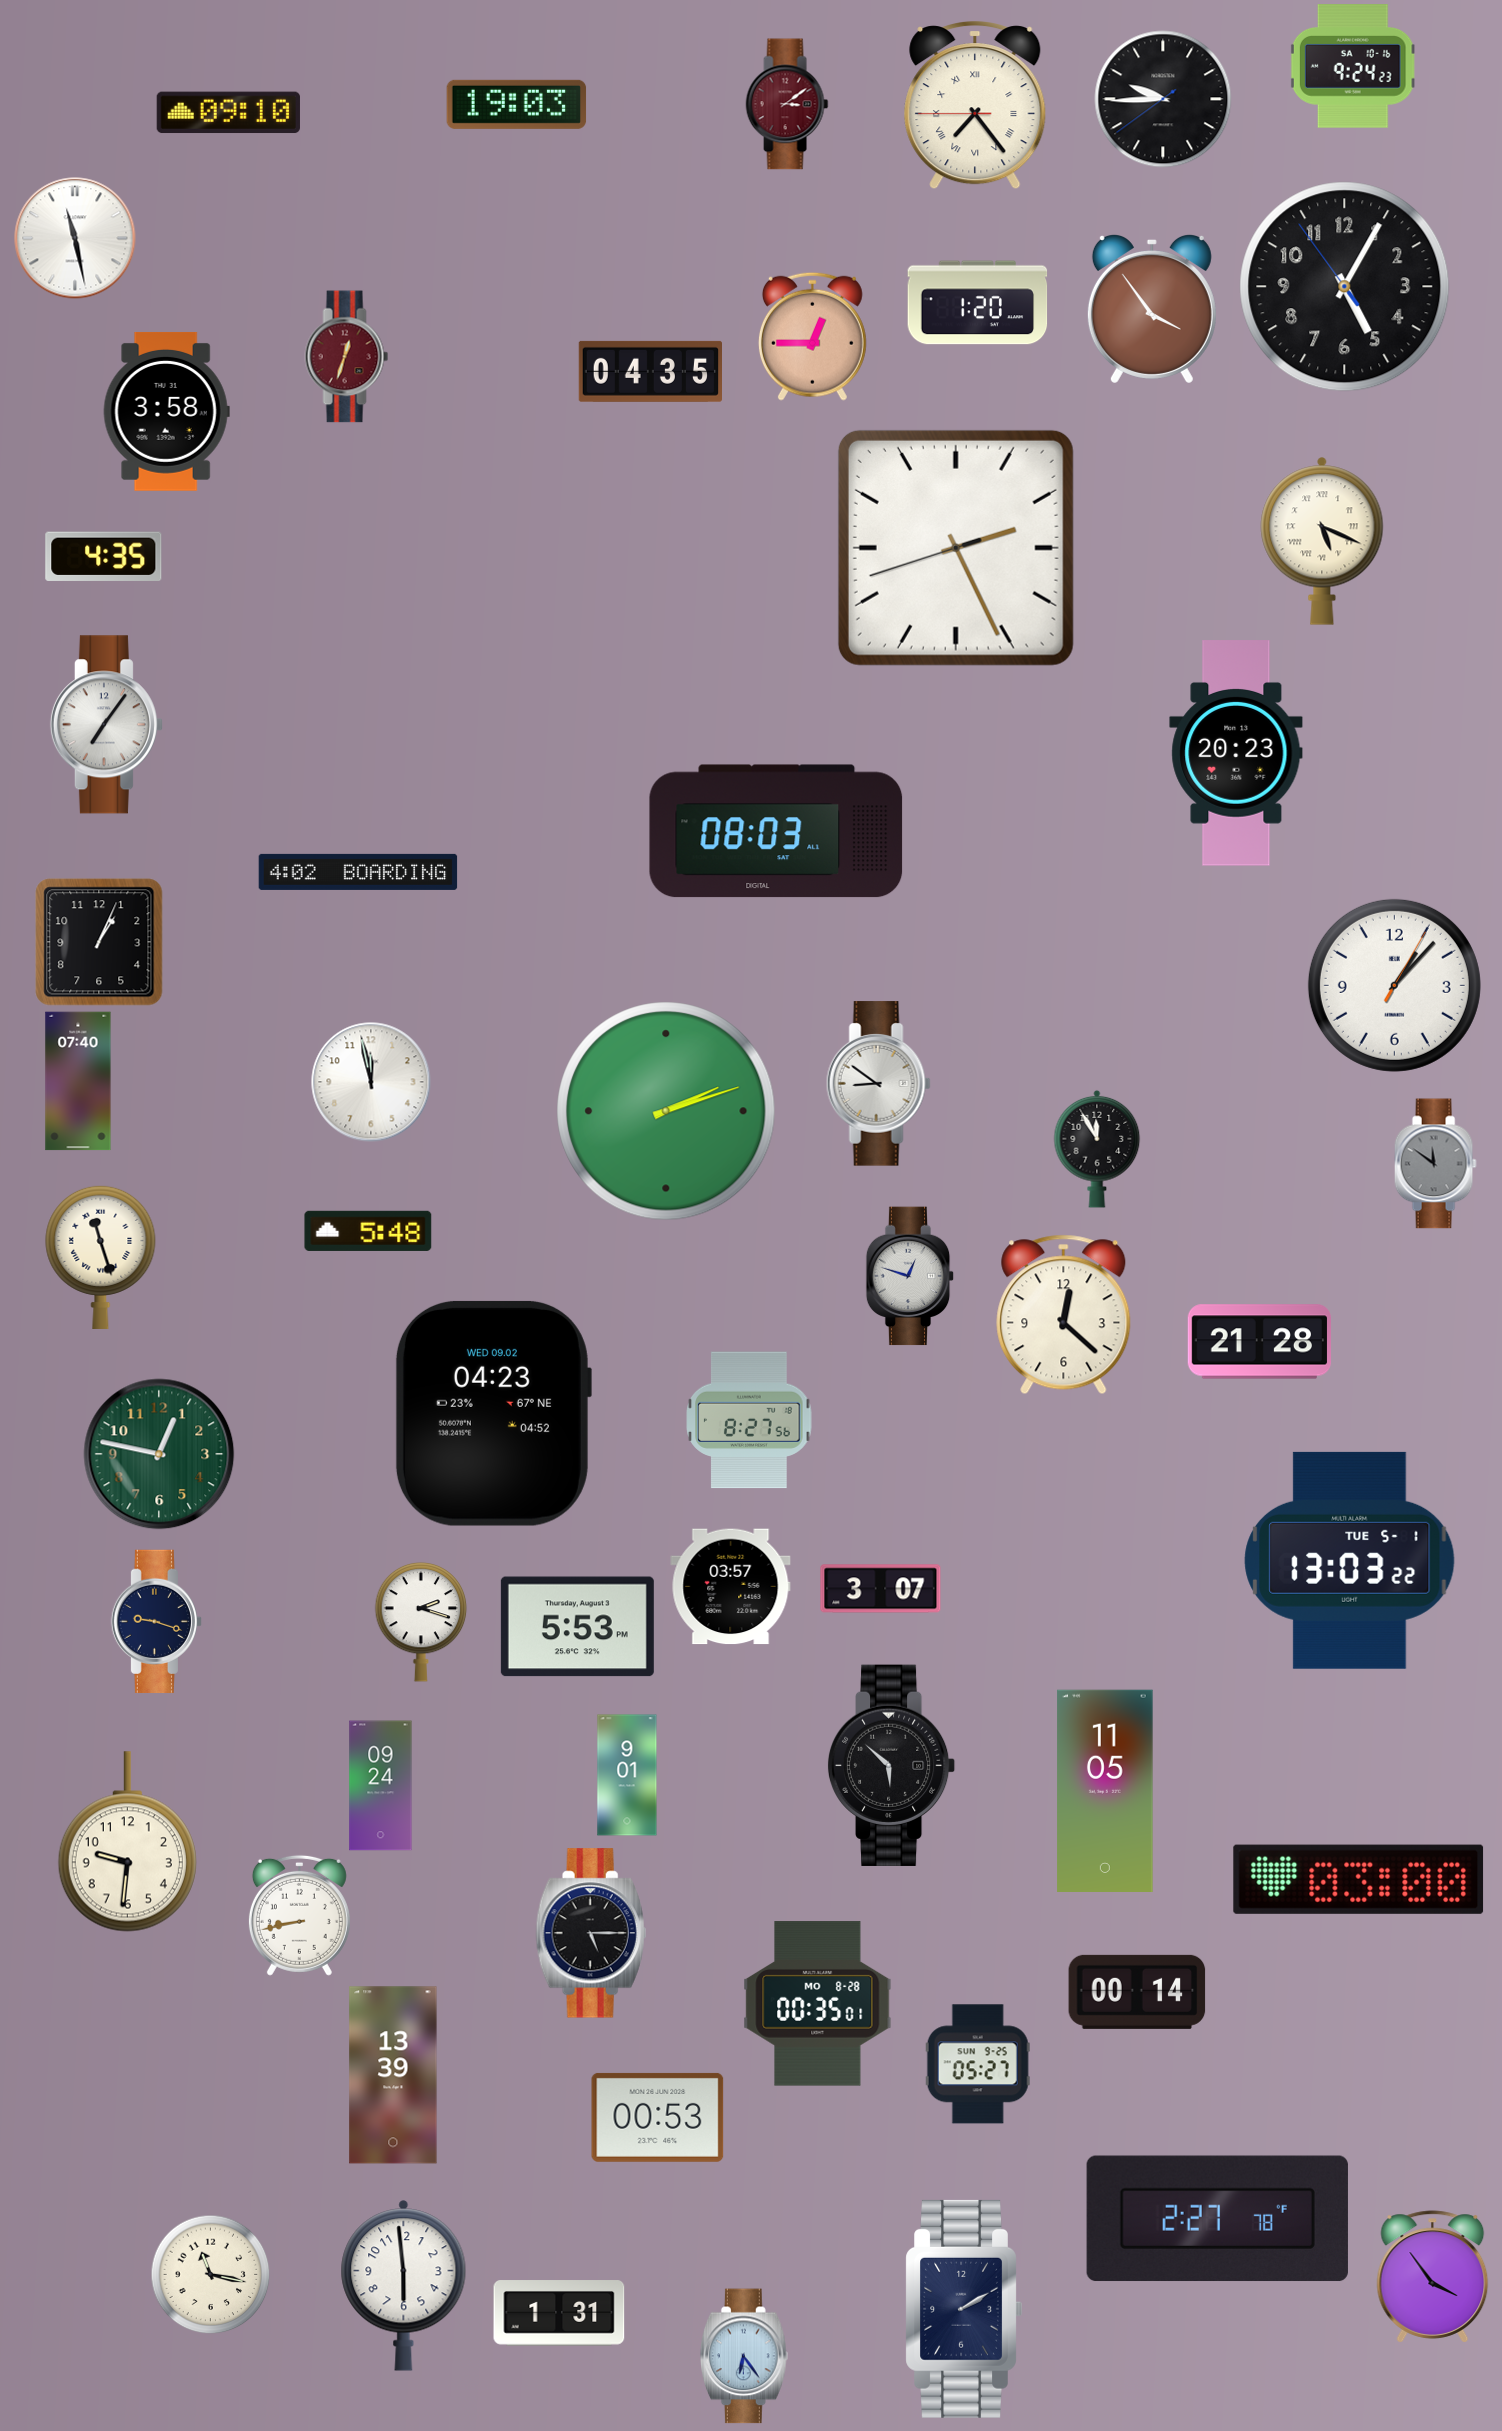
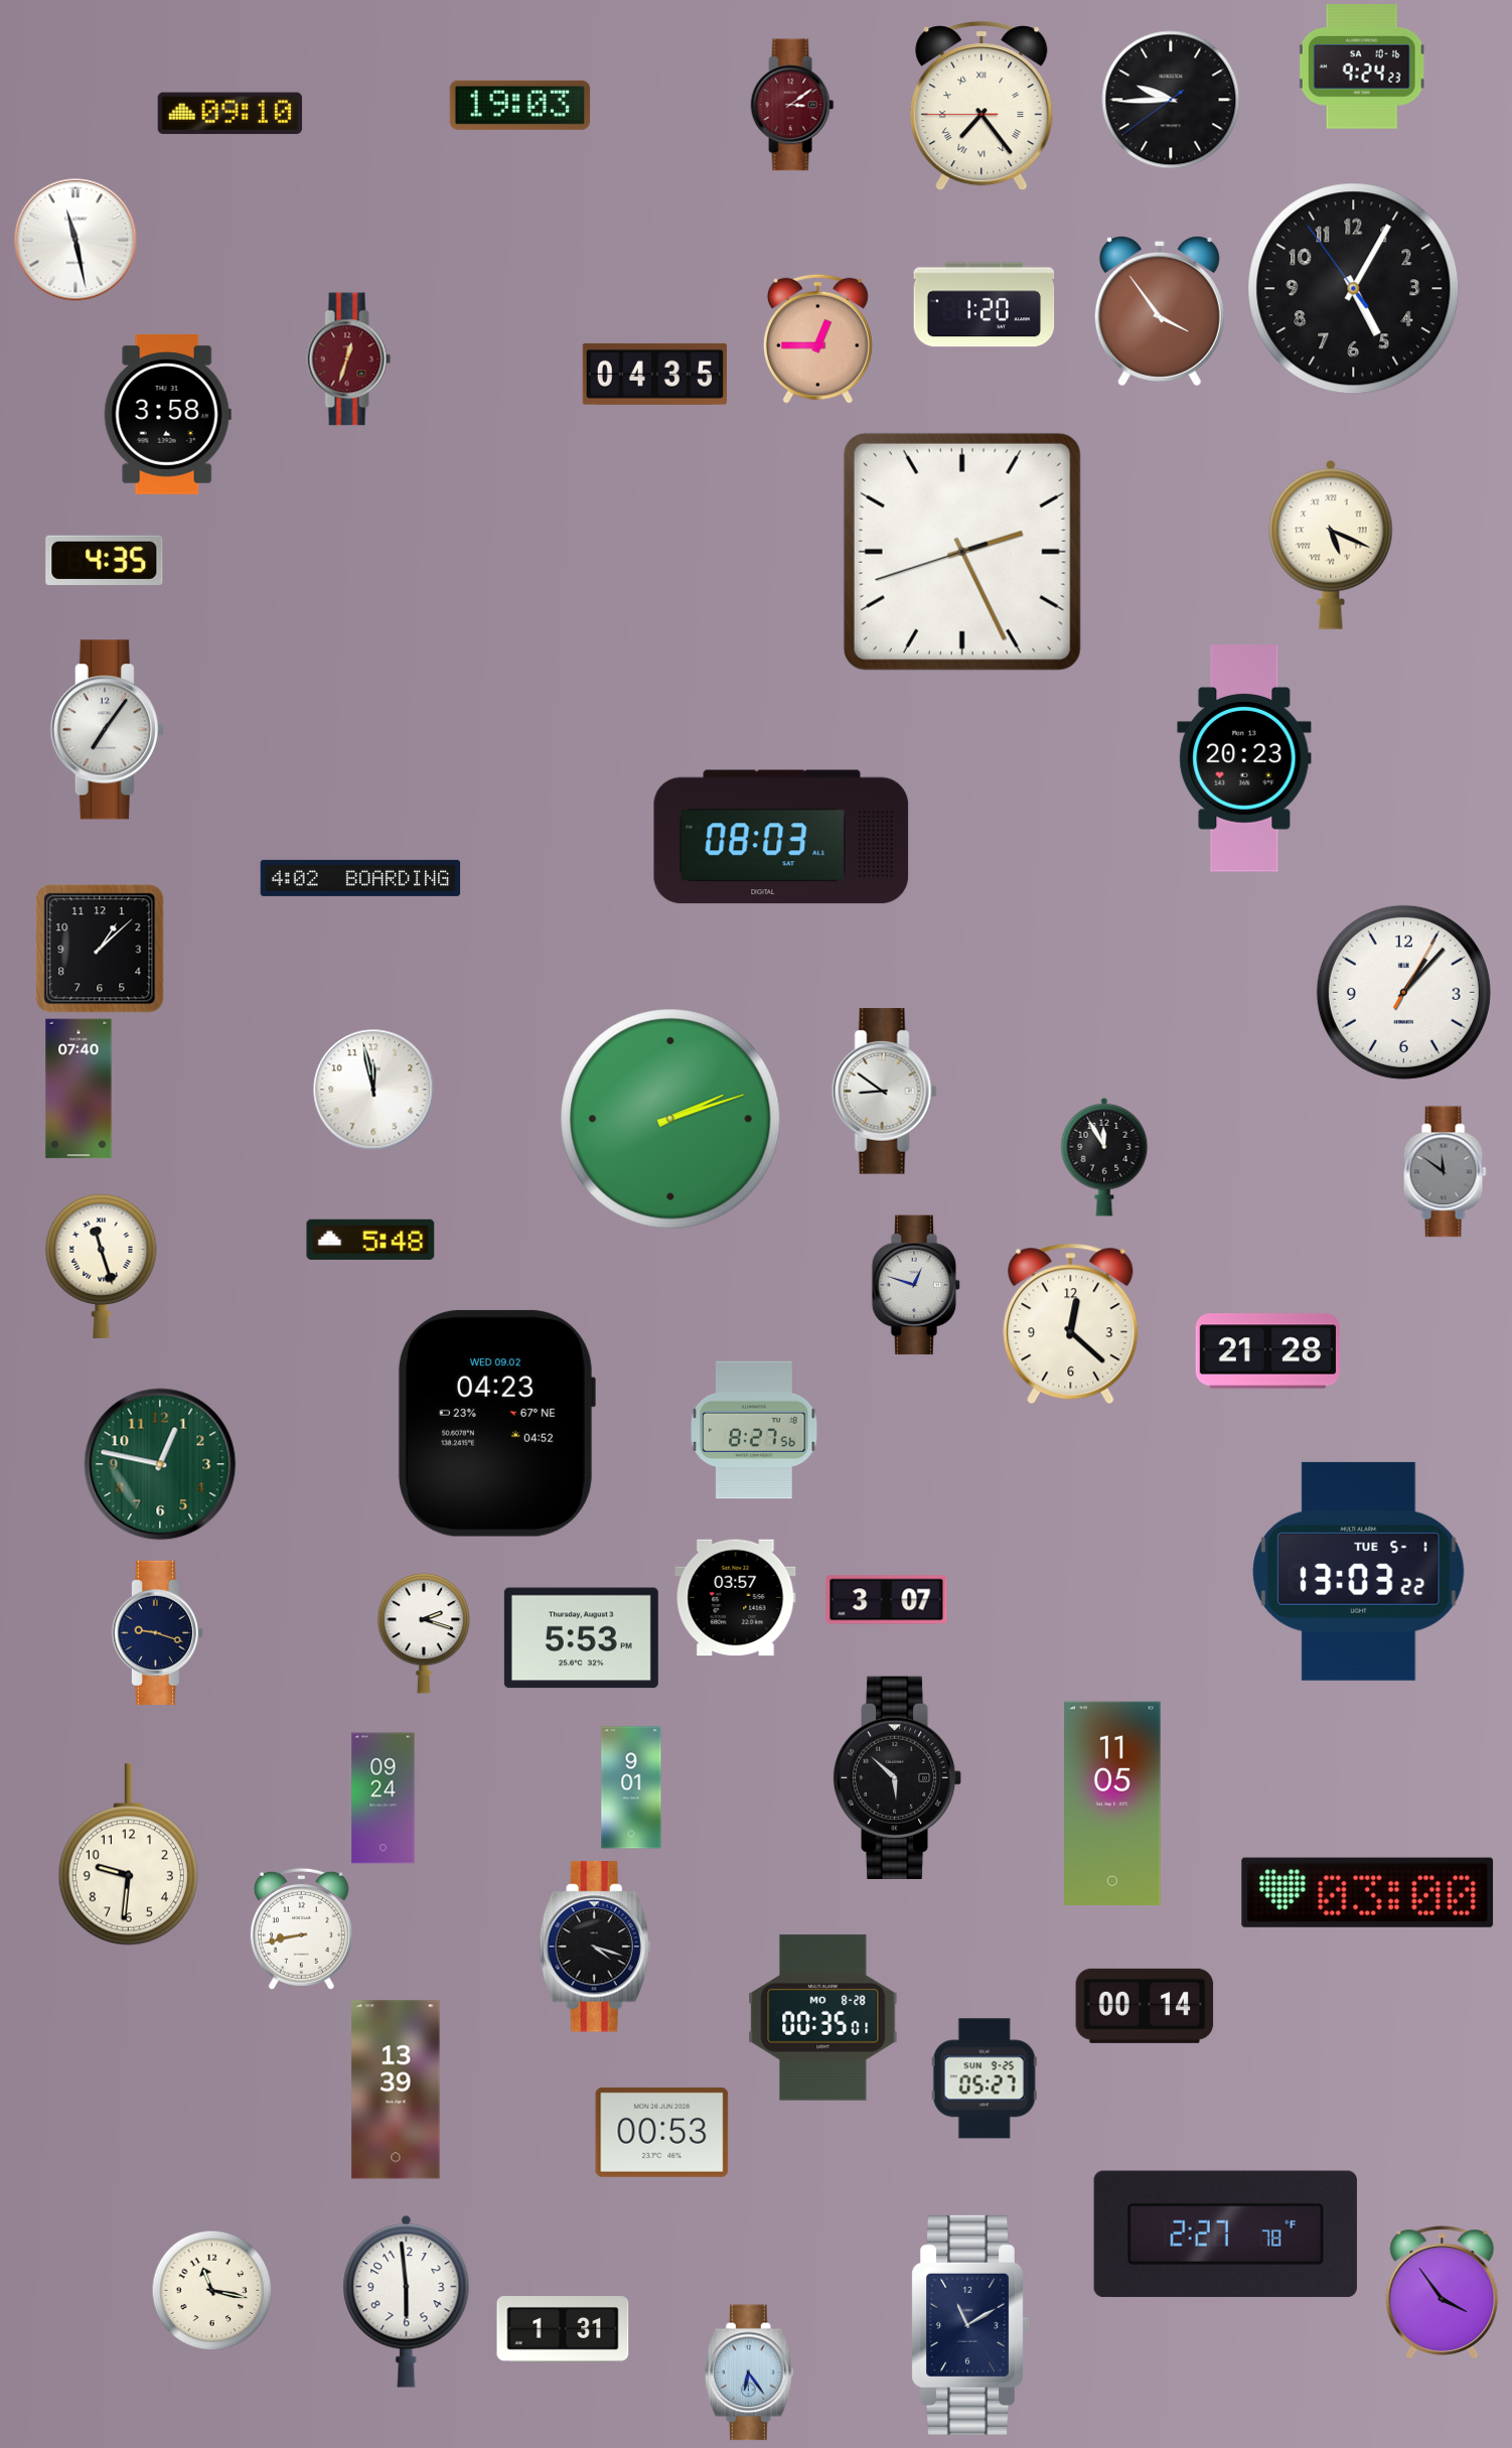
clock at (99, 942): 1:04 -> 1:08
clock at (591, 1933): 5:15 -> 4:18
clock at (964, 2309): 2:10 -> 11:10
